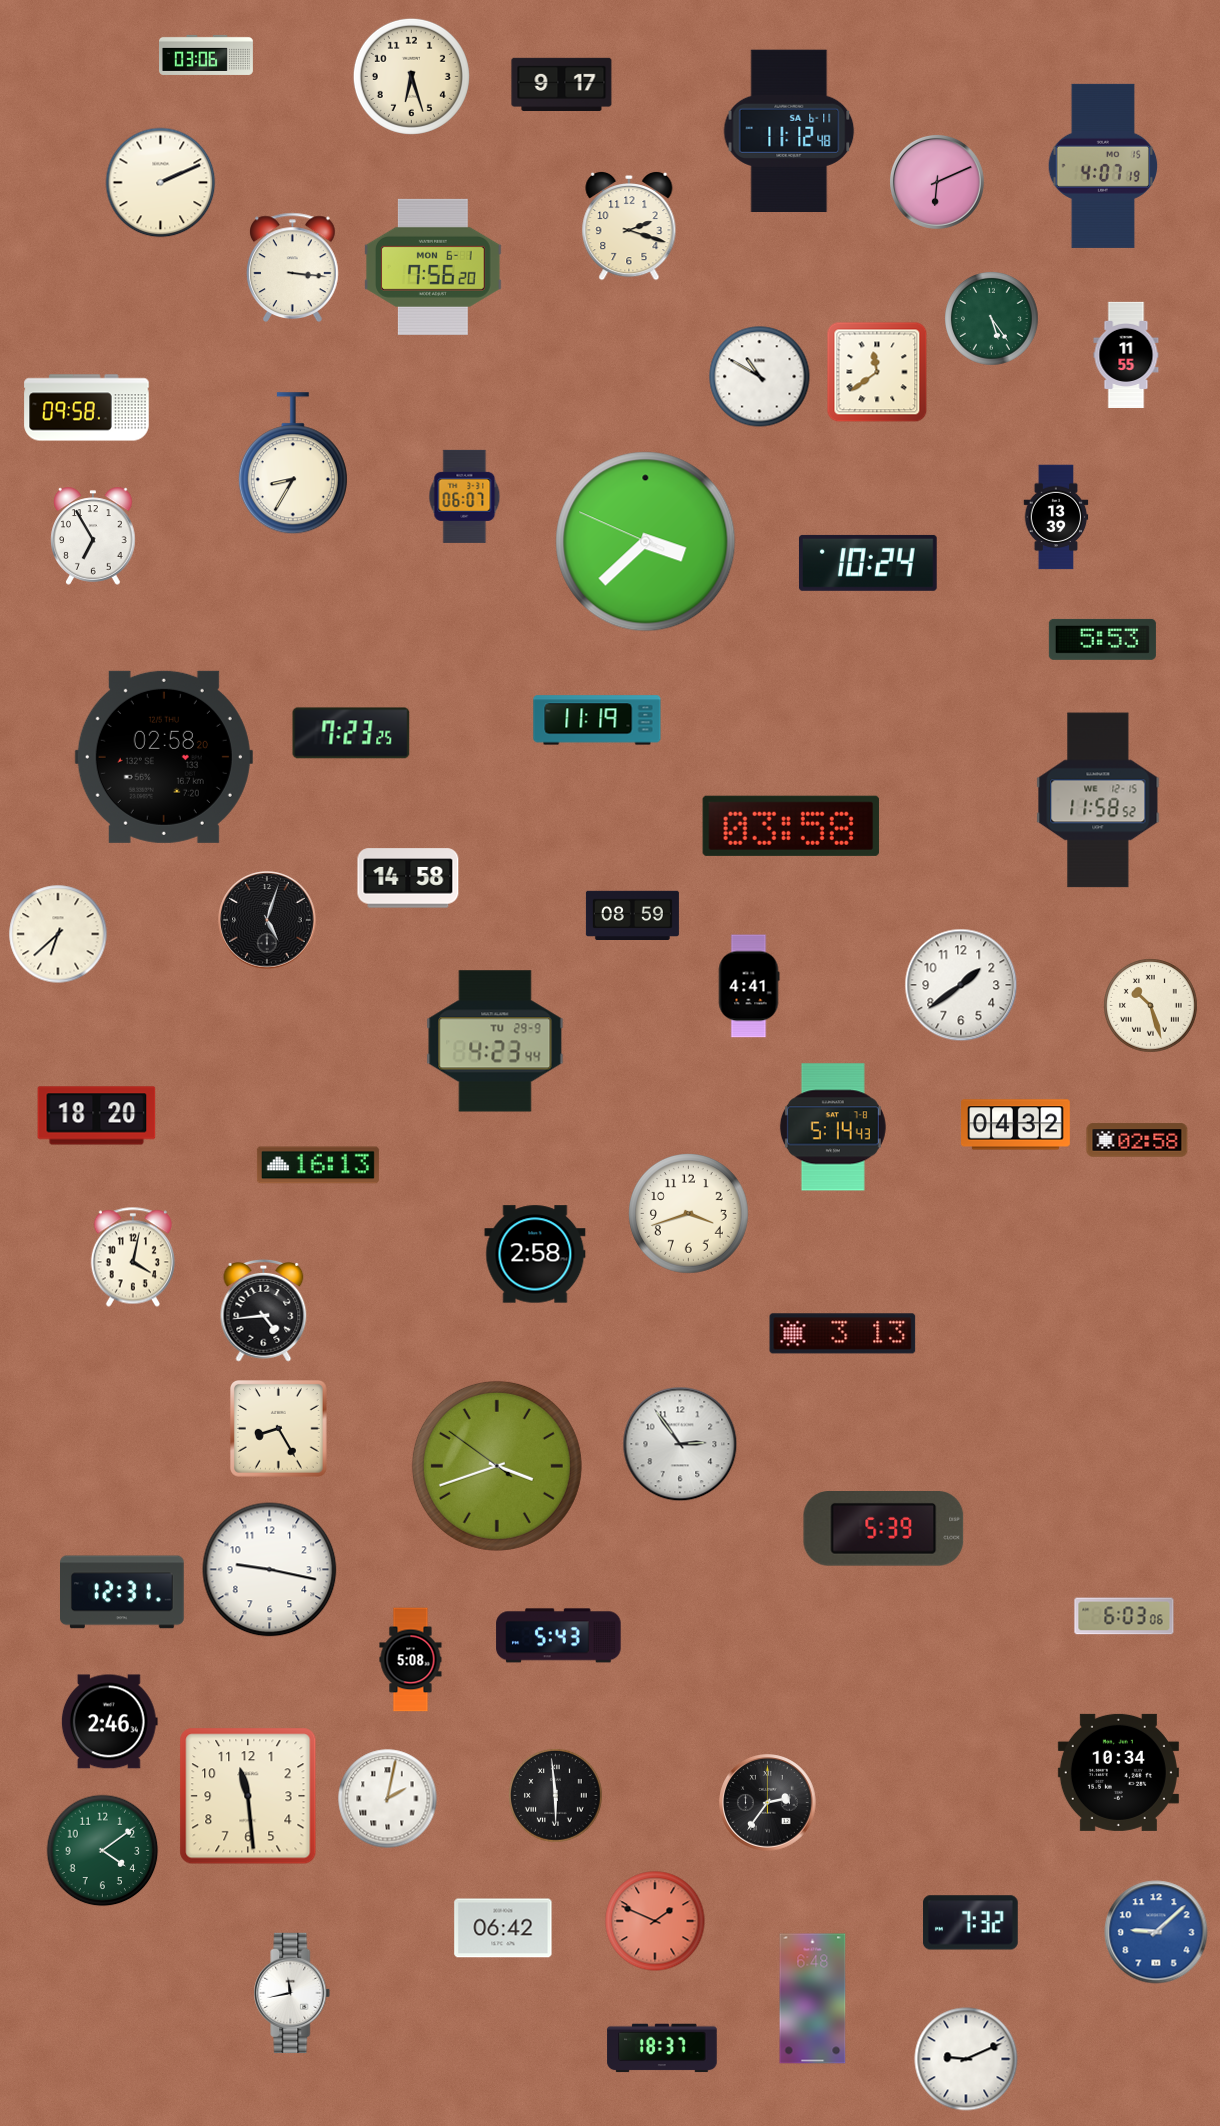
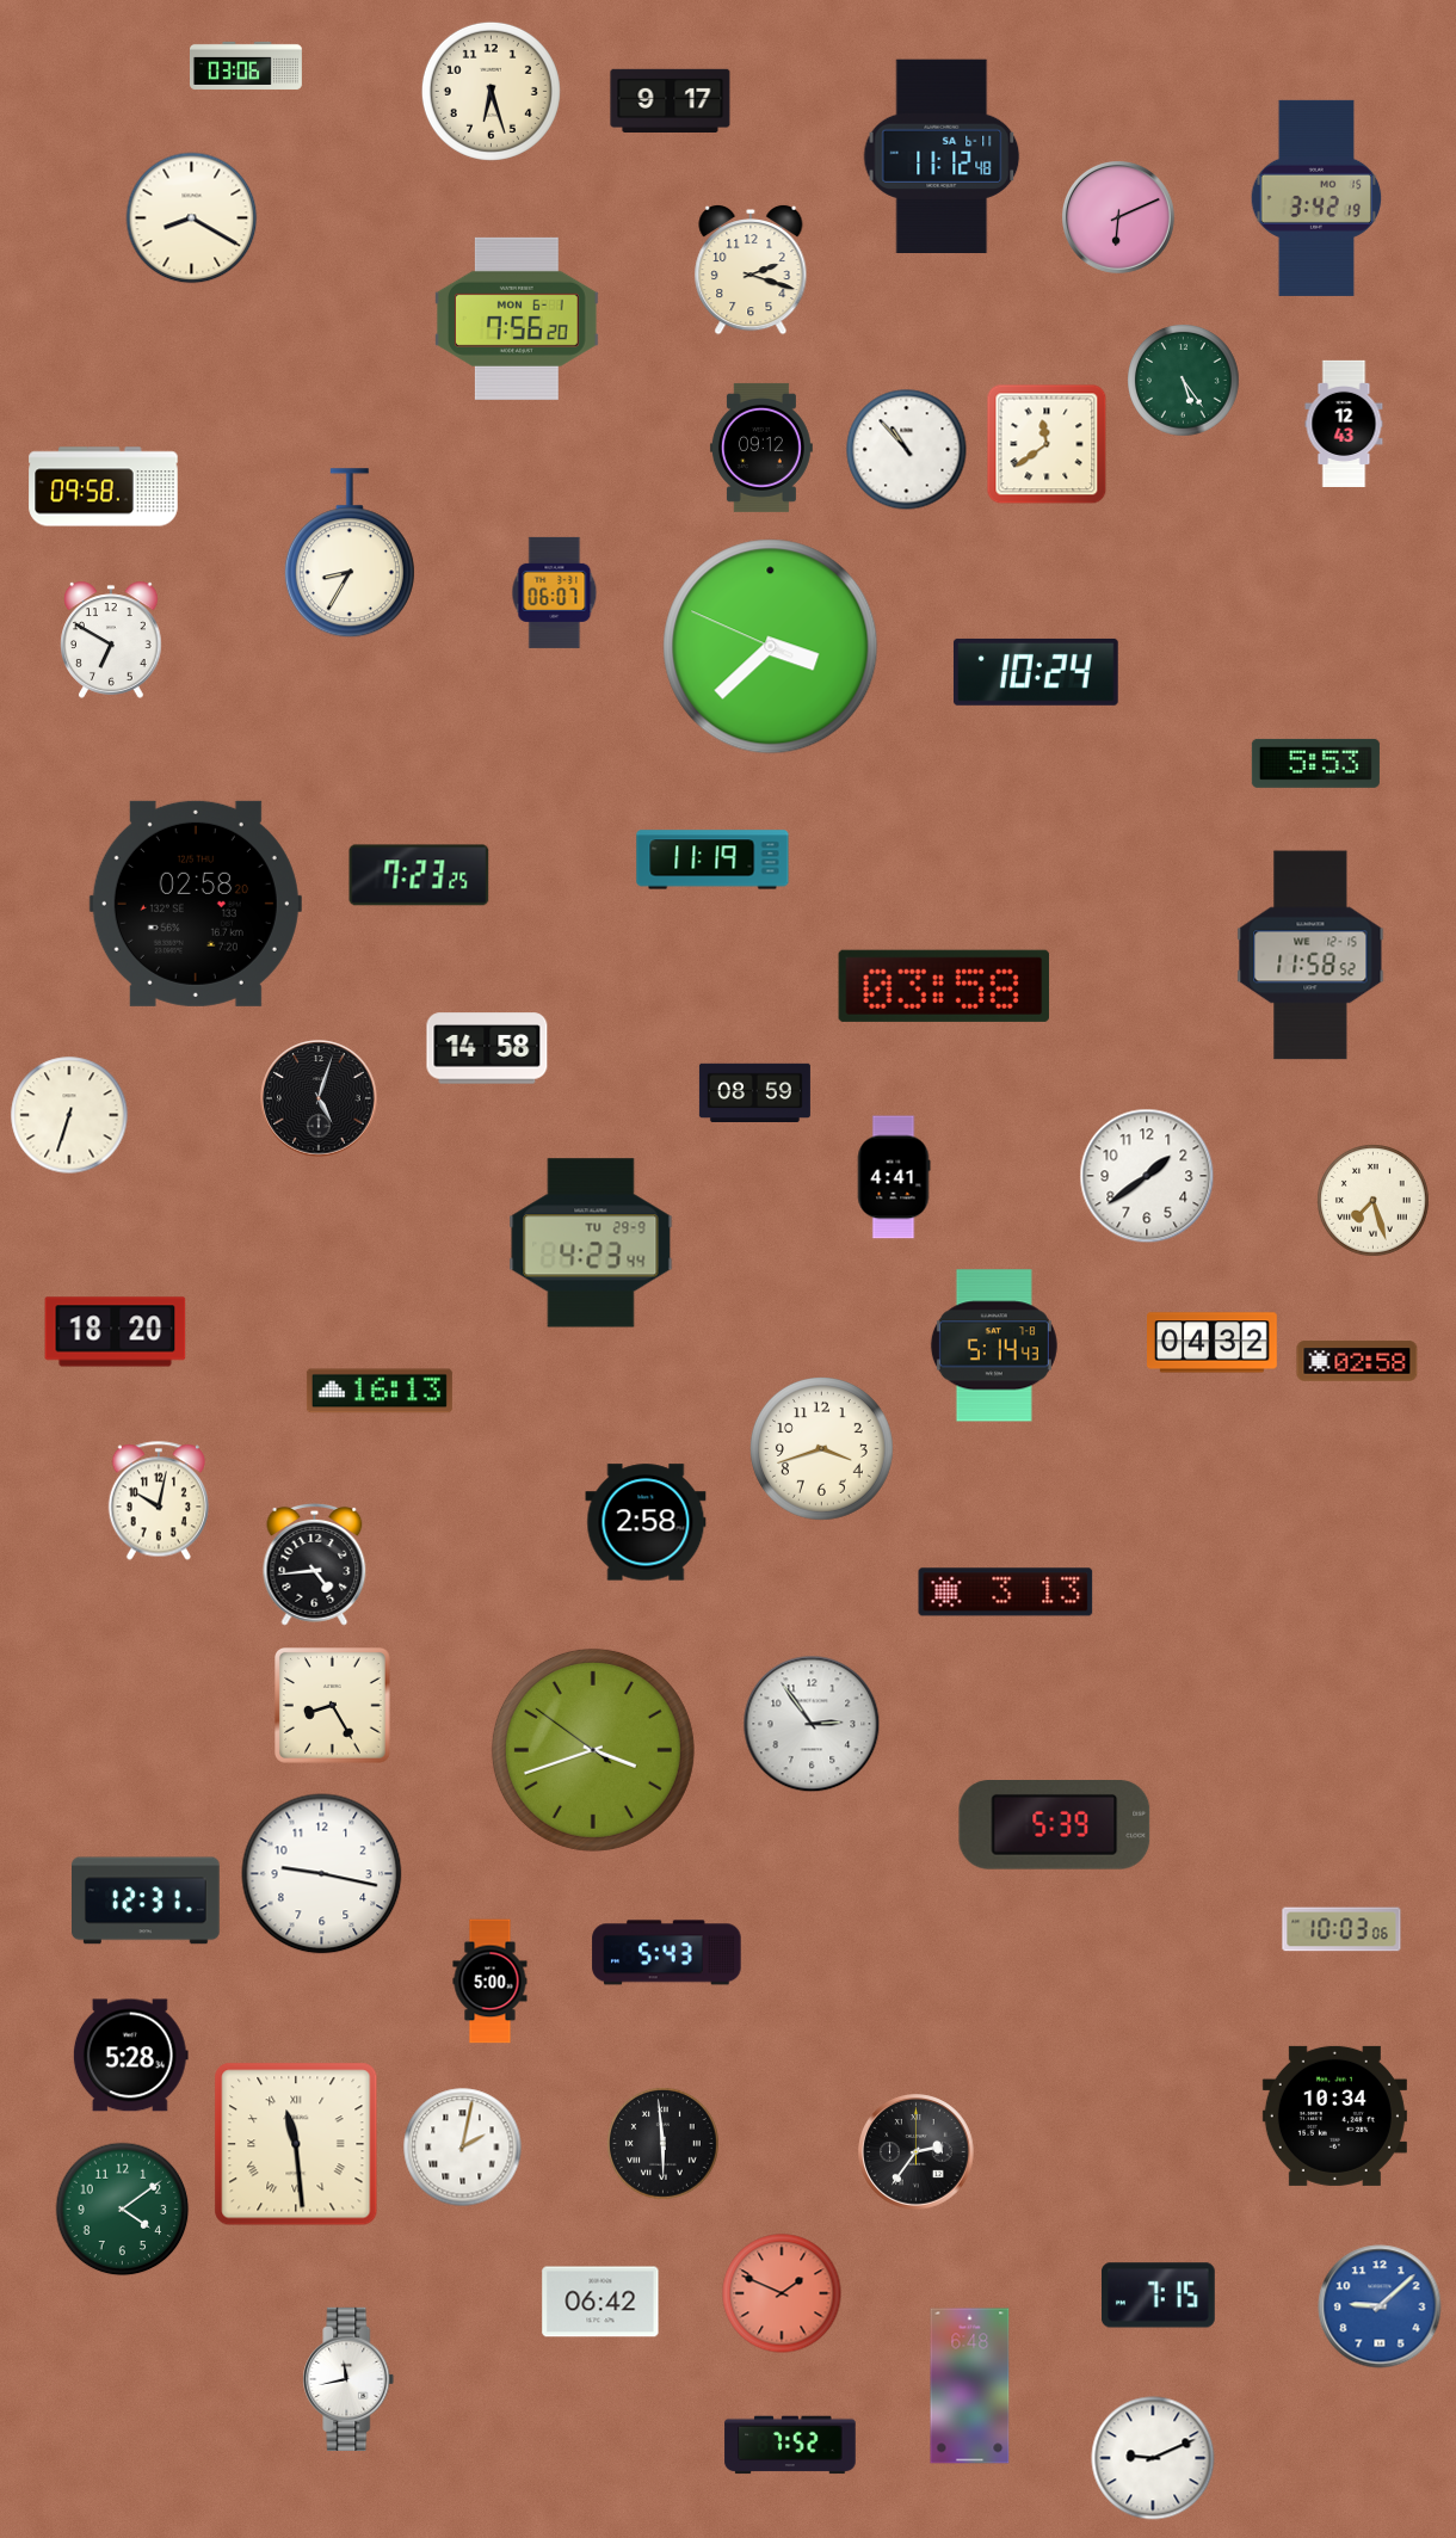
clock at (1103, 166): 4:07 -> 3:42
clock at (161, 183): 2:11 -> 8:20
clock at (293, 267): 3:16 -> none
clock at (1126, 354): 11:55 -> 12:43
clock at (761, 448): none -> 09:12
clock at (760, 377): 10:50 -> 10:53
clock at (1056, 517): 13:39 -> none
clock at (93, 536): 6:55 -> 6:50
clock at (58, 934): 6:38 -> 6:33
clock at (1151, 1006): 10:27 -> 7:27
clock at (535, 1254) position: (535, 1254) -> (646, 1522)
clock at (133, 1257): 4:02 -> 10:02
clock at (1124, 1616): 6:03 -> 10:03
clock at (411, 1660): 5:08 -> 5:00
clock at (109, 1722): 2:46 -> 5:28
clock at (248, 1796) numerals: Arabic -> Roman
clock at (971, 1923): 7:32 -> 7:15
clock at (662, 2048): 18:37 -> 7:52
